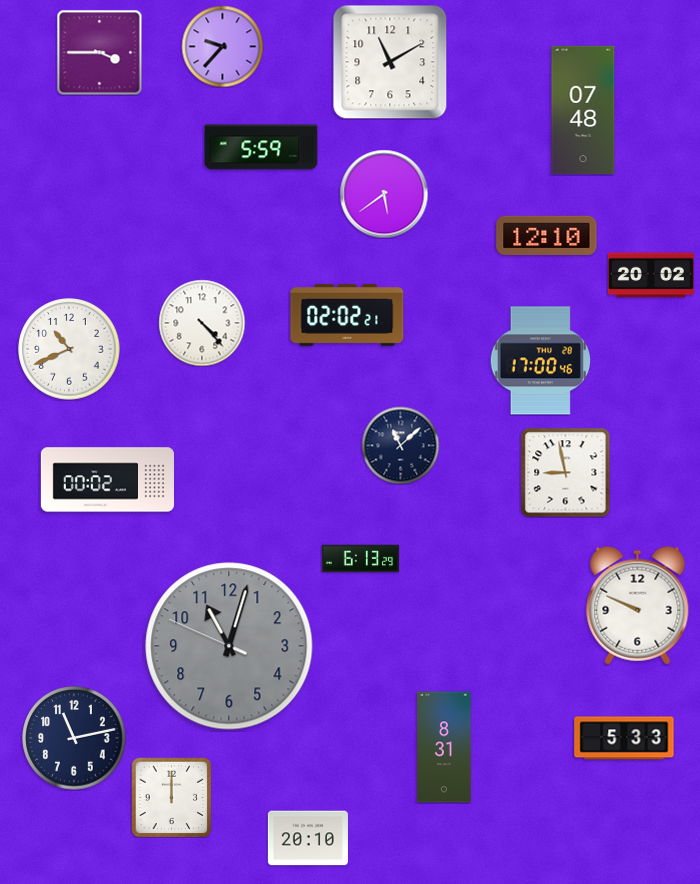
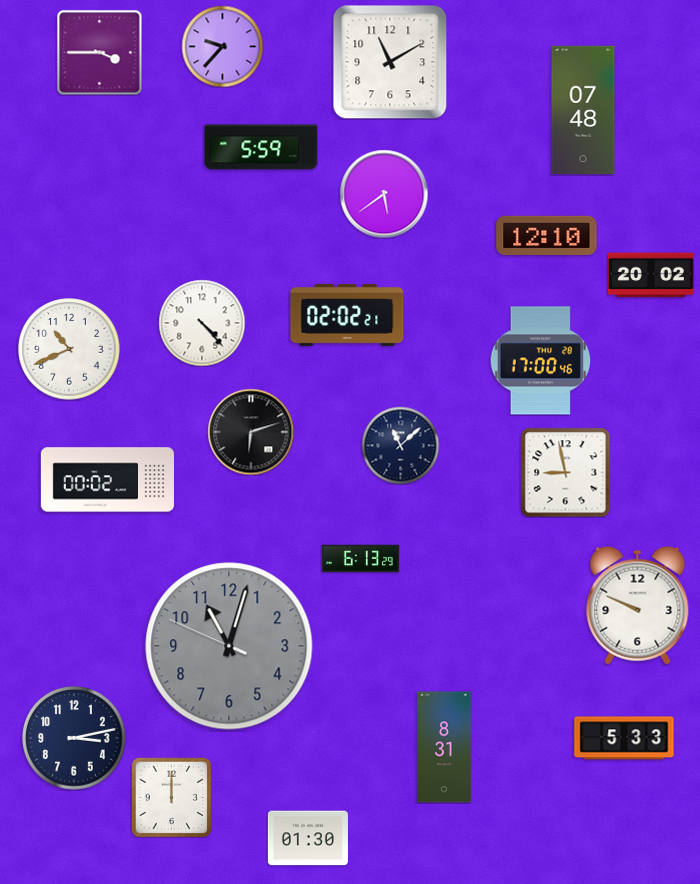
clock at (251, 432): none -> 6:12
clock at (74, 738): 11:13 -> 3:13
clock at (308, 838): 20:10 -> 01:30
